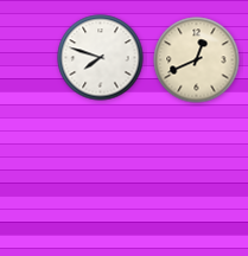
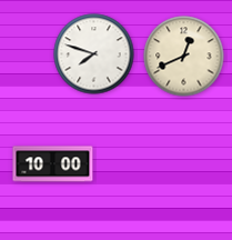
clock at (53, 164): none -> 10:00
